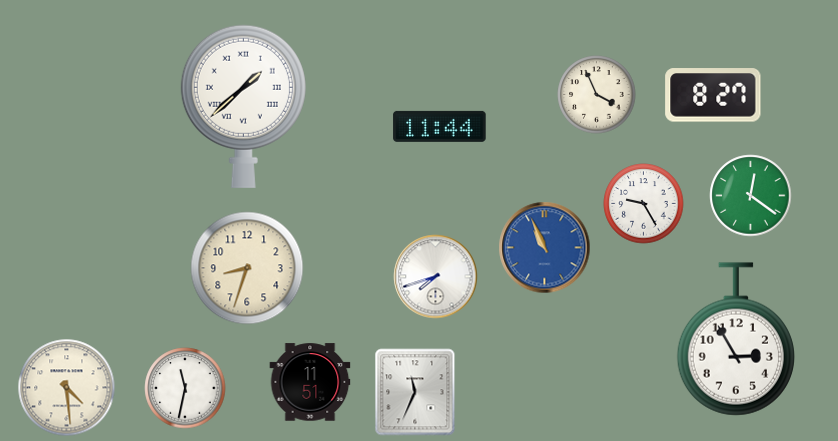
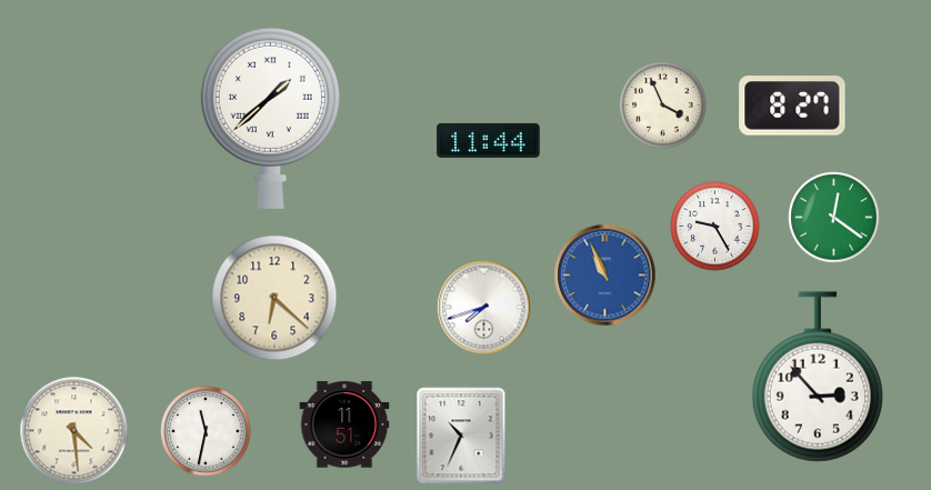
clock at (247, 268): 8:33 -> 6:22
clock at (736, 339): 2:55 -> 2:53
clock at (415, 392): 11:34 -> 10:34
